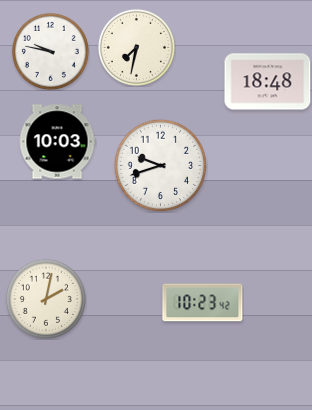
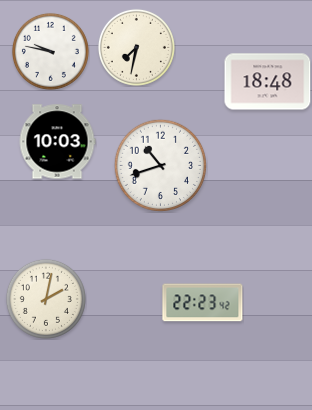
clock at (160, 165): 9:42 -> 10:42
clock at (203, 303): 10:23 -> 22:23
